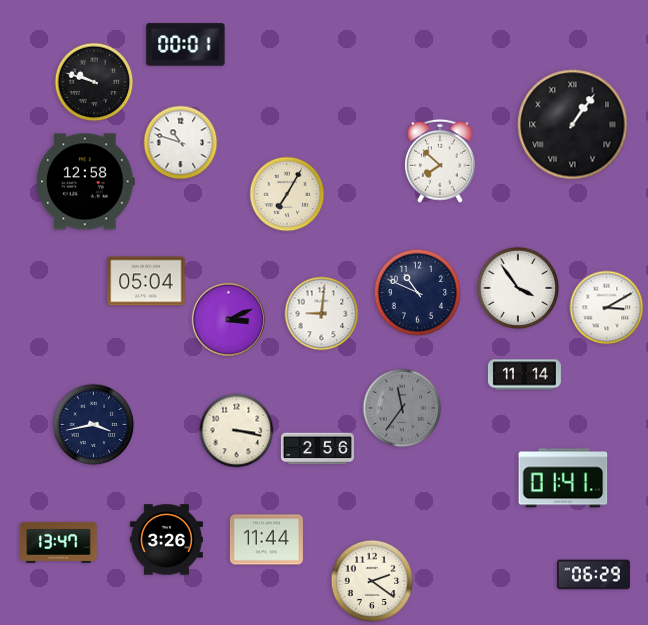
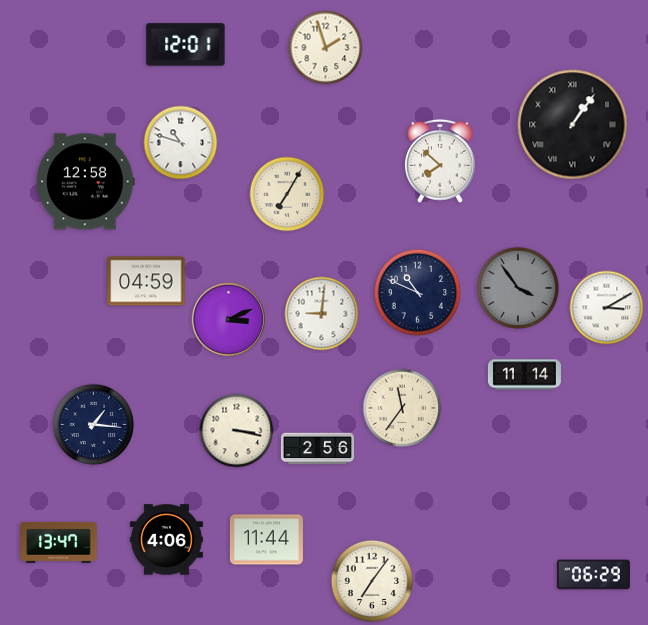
clock at (186, 45): 00:01 -> 12:01
clock at (326, 48): none -> 1:57
clock at (94, 82): 9:48 -> none
clock at (146, 281): 05:04 -> 04:59
clock at (518, 288) dial: white -> grey
clock at (402, 408) dial: grey -> cream
clock at (94, 425): 3:43 -> 1:16
clock at (563, 478): 01:41 -> none
clock at (166, 540): 3:26 -> 4:06
clock at (372, 581): 2:21 -> 7:06
